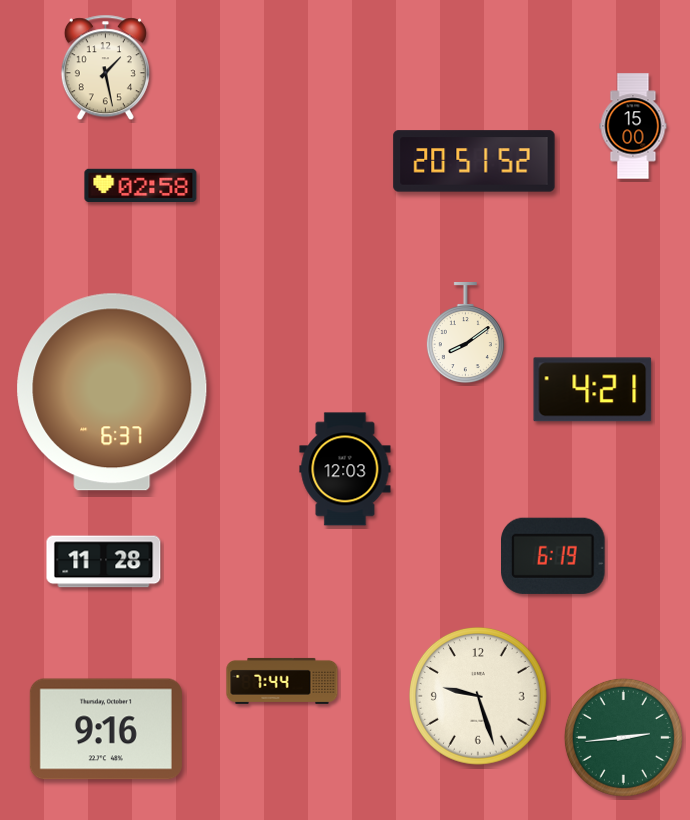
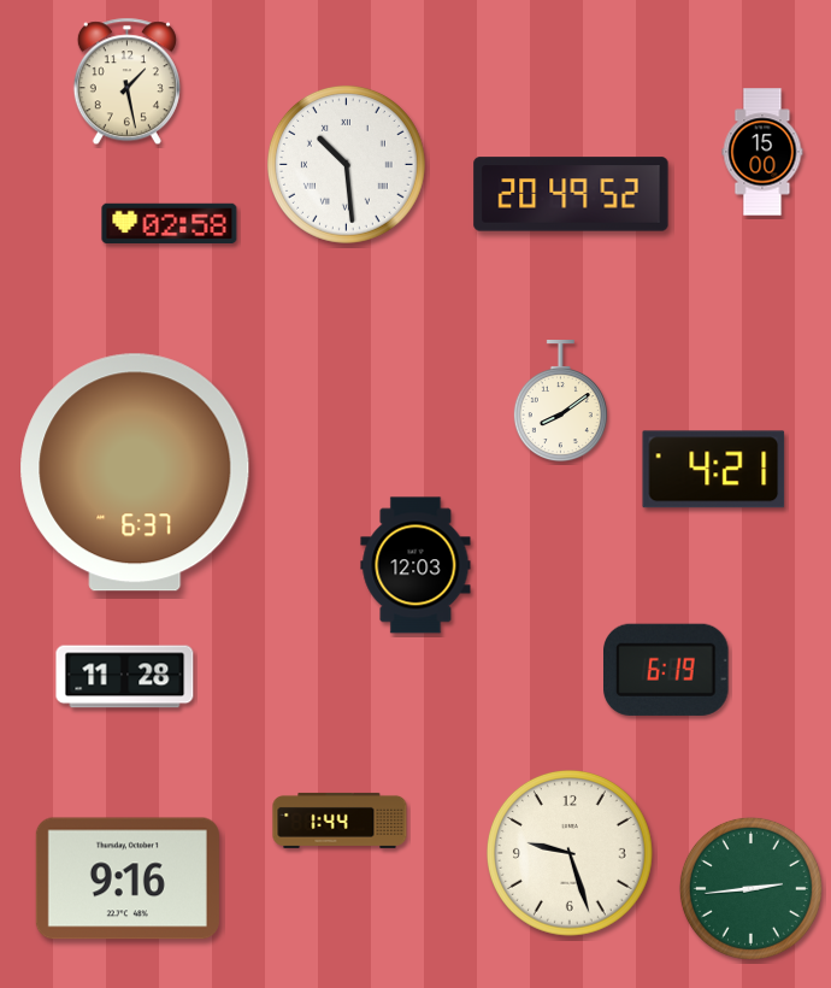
clock at (346, 164): none -> 10:29
clock at (474, 161): 20:51 -> 20:49
clock at (282, 681): 7:44 -> 1:44
clock at (479, 697) position: (479, 697) -> (571, 854)
